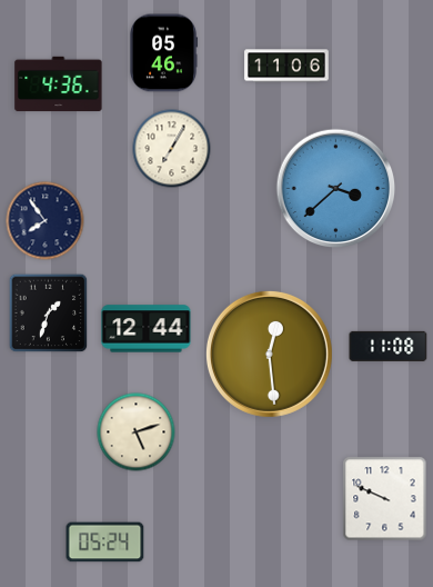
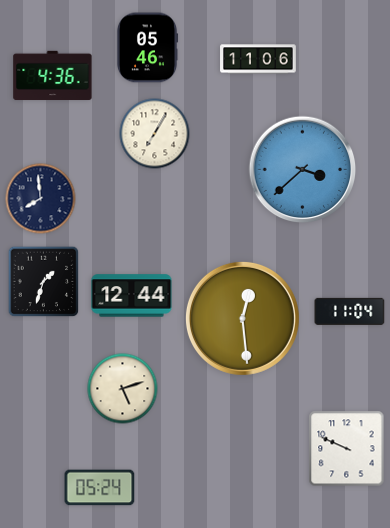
clock at (46, 221): 7:54 -> 7:59
clock at (389, 346): 11:08 -> 11:04
clock at (105, 543) position: (105, 543) -> (100, 488)
